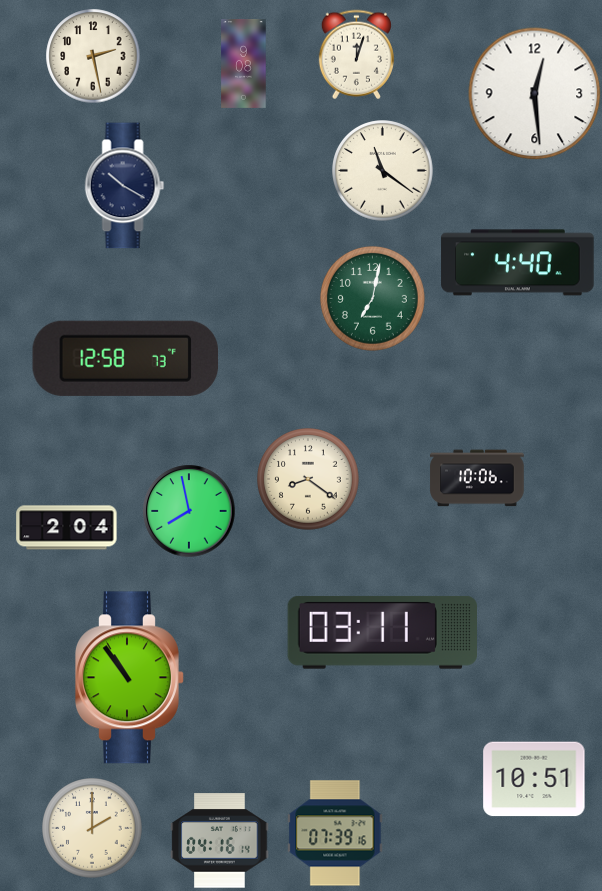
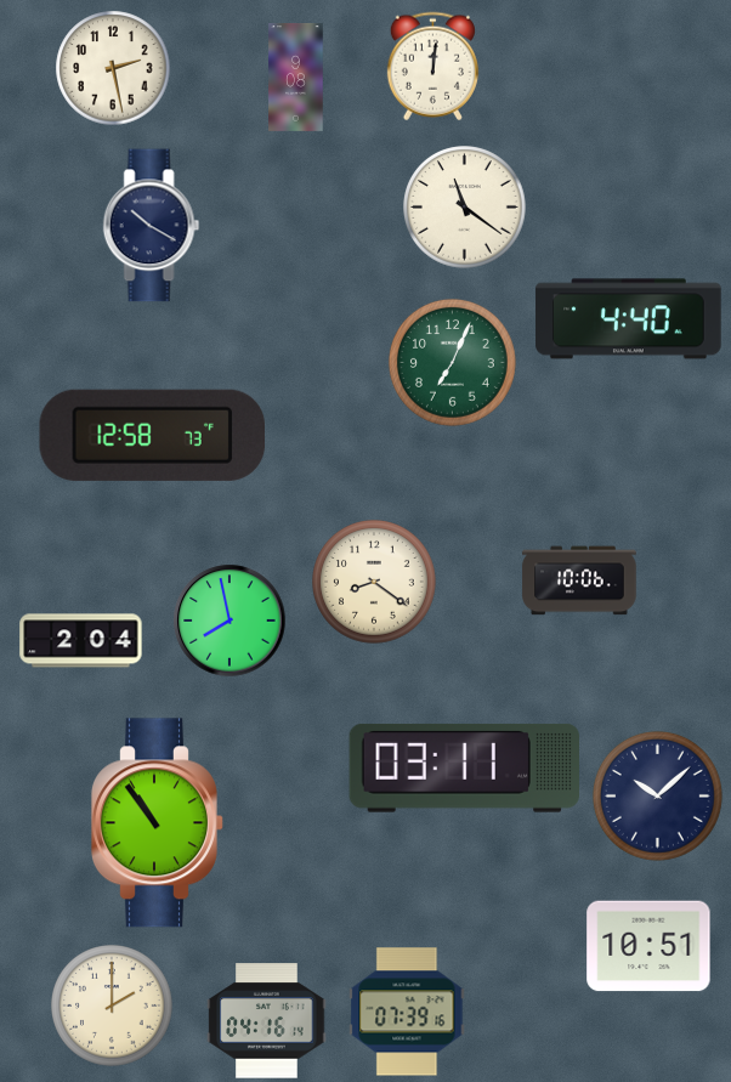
clock at (356, 54): 12:03 -> 12:01
clock at (535, 94): 12:29 -> none
clock at (372, 298): 7:02 -> 7:04
clock at (657, 795): none -> 10:08
